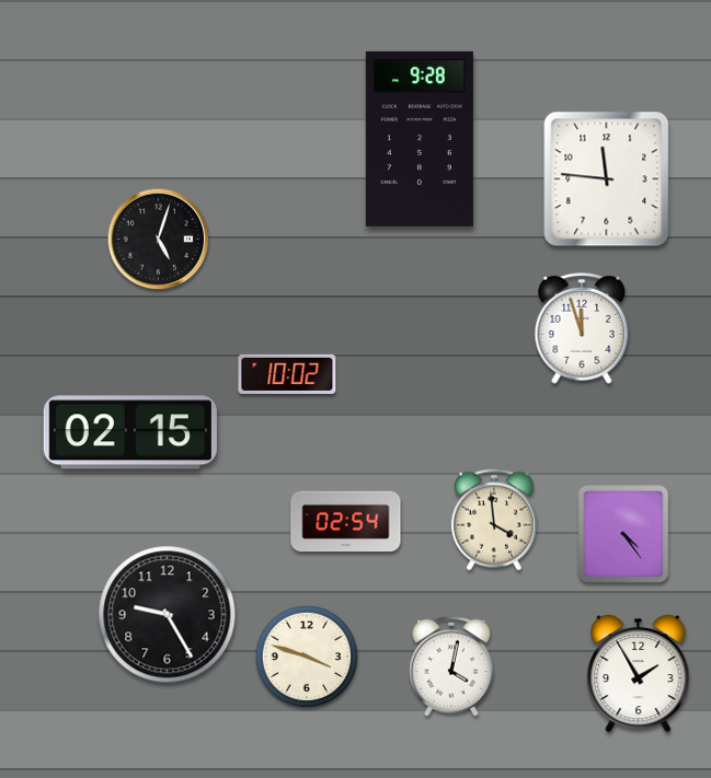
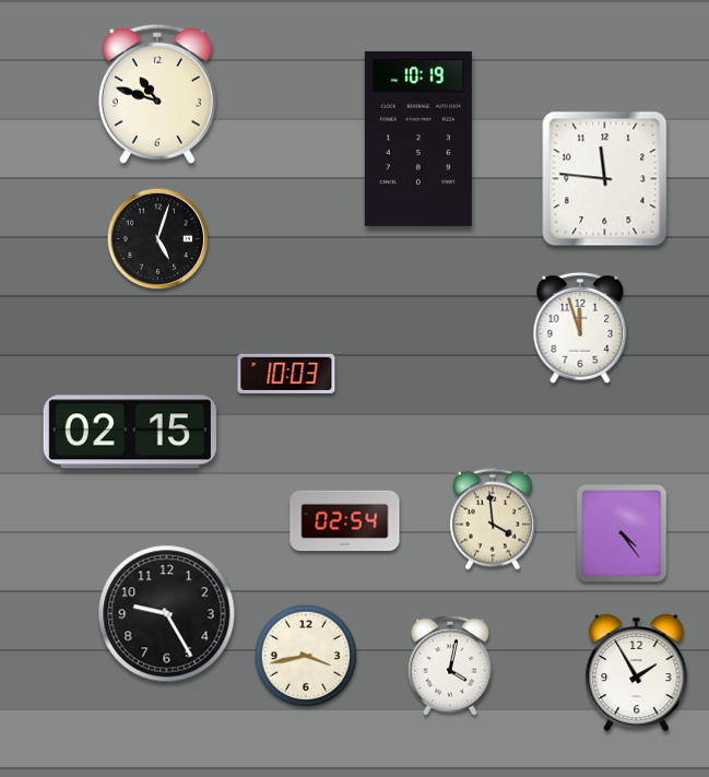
clock at (157, 94): none -> 10:48
clock at (420, 139): 9:28 -> 10:19
clock at (287, 374): 10:02 -> 10:03
clock at (307, 657): 3:48 -> 3:43
